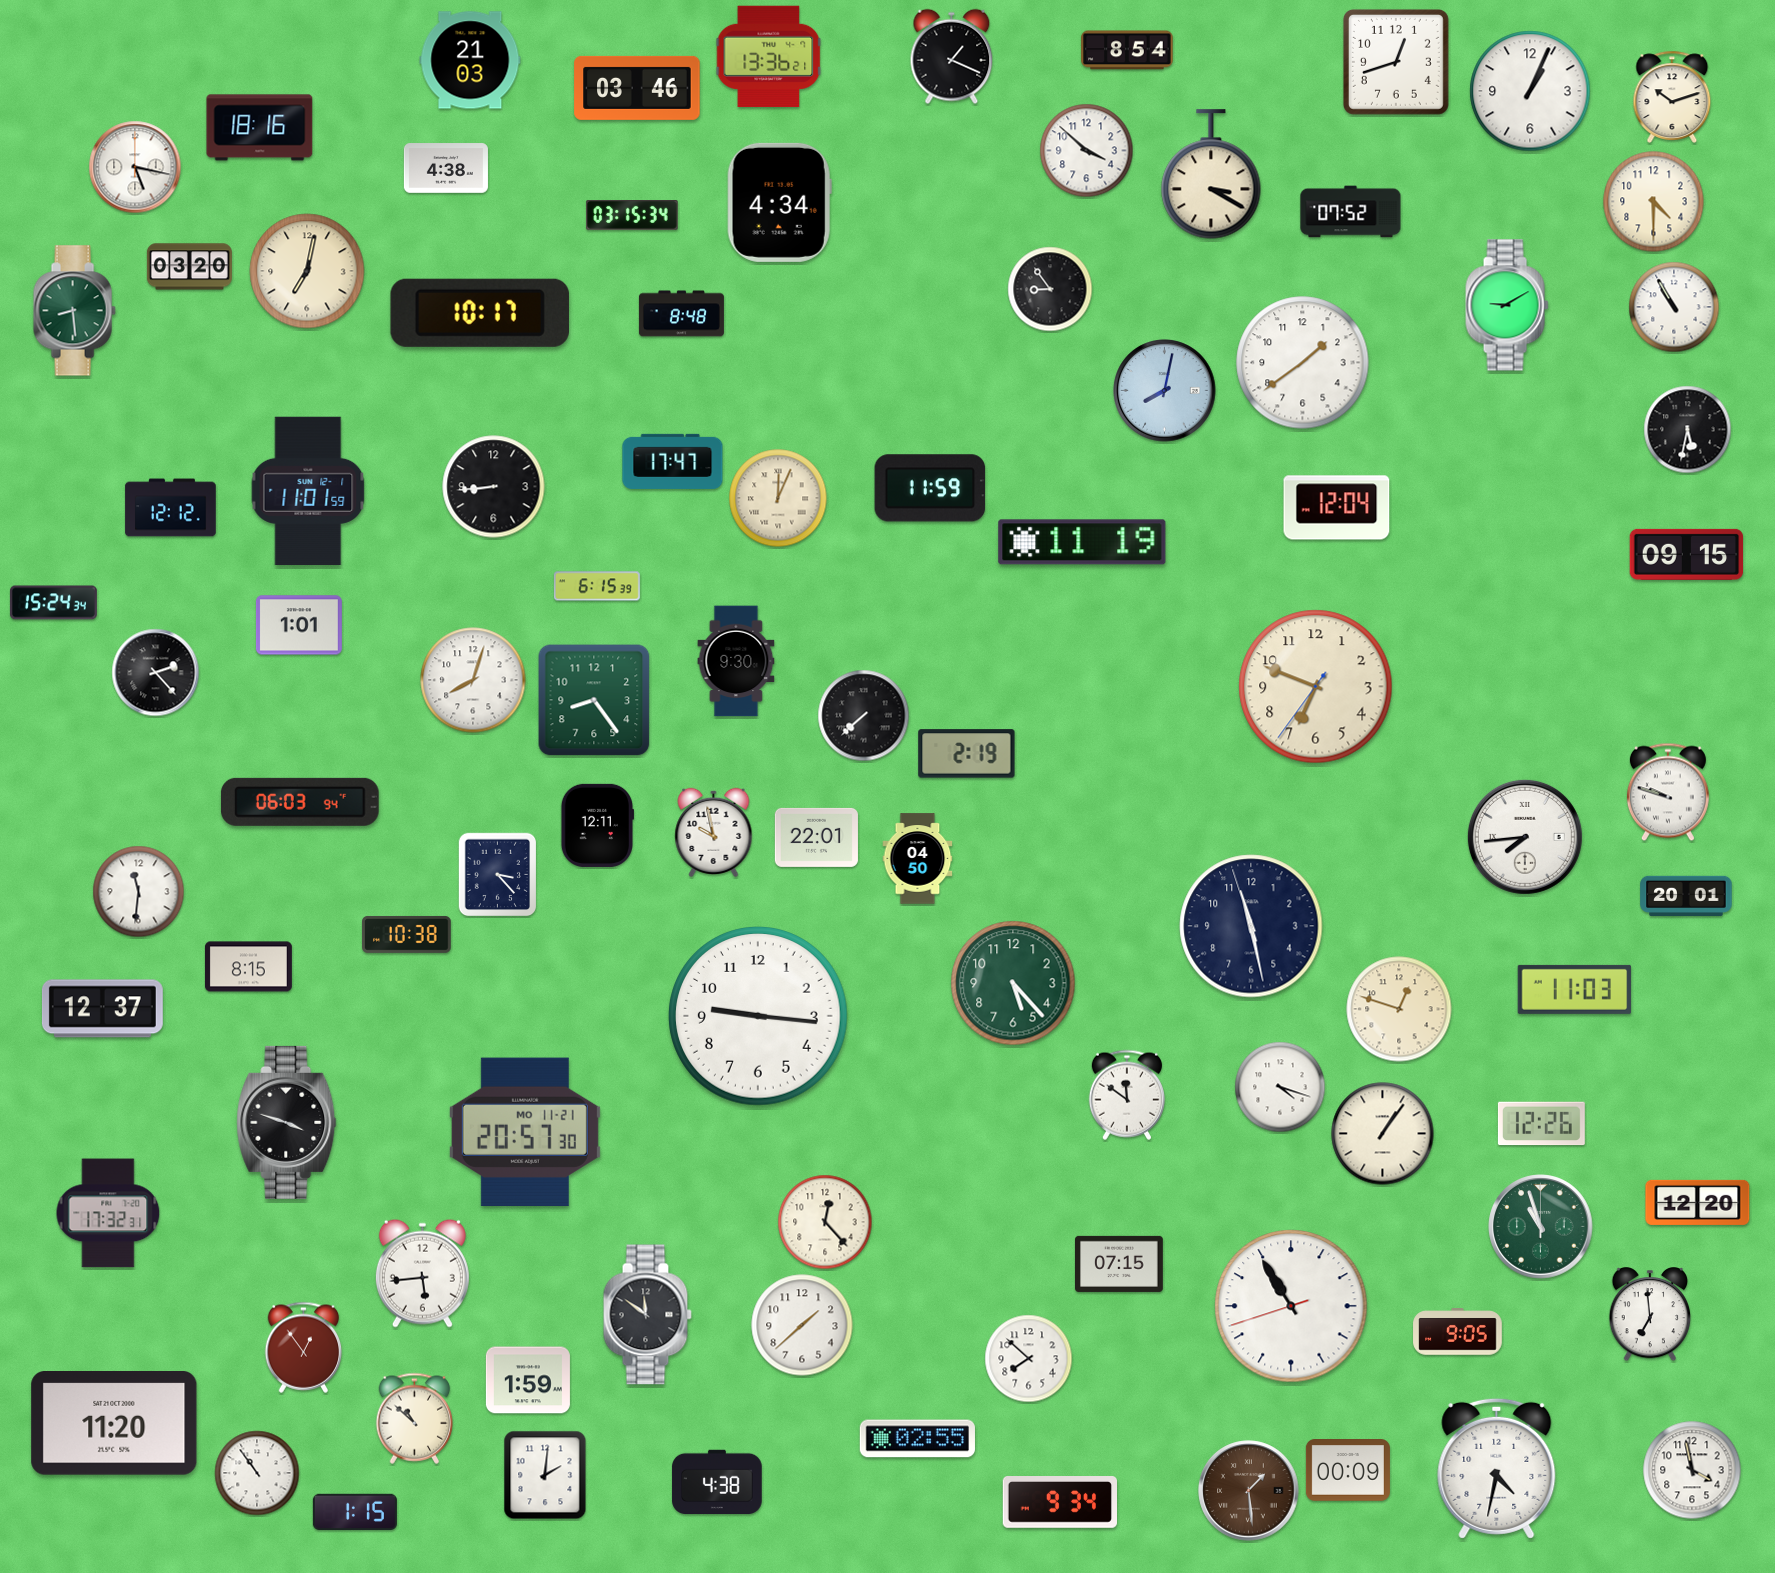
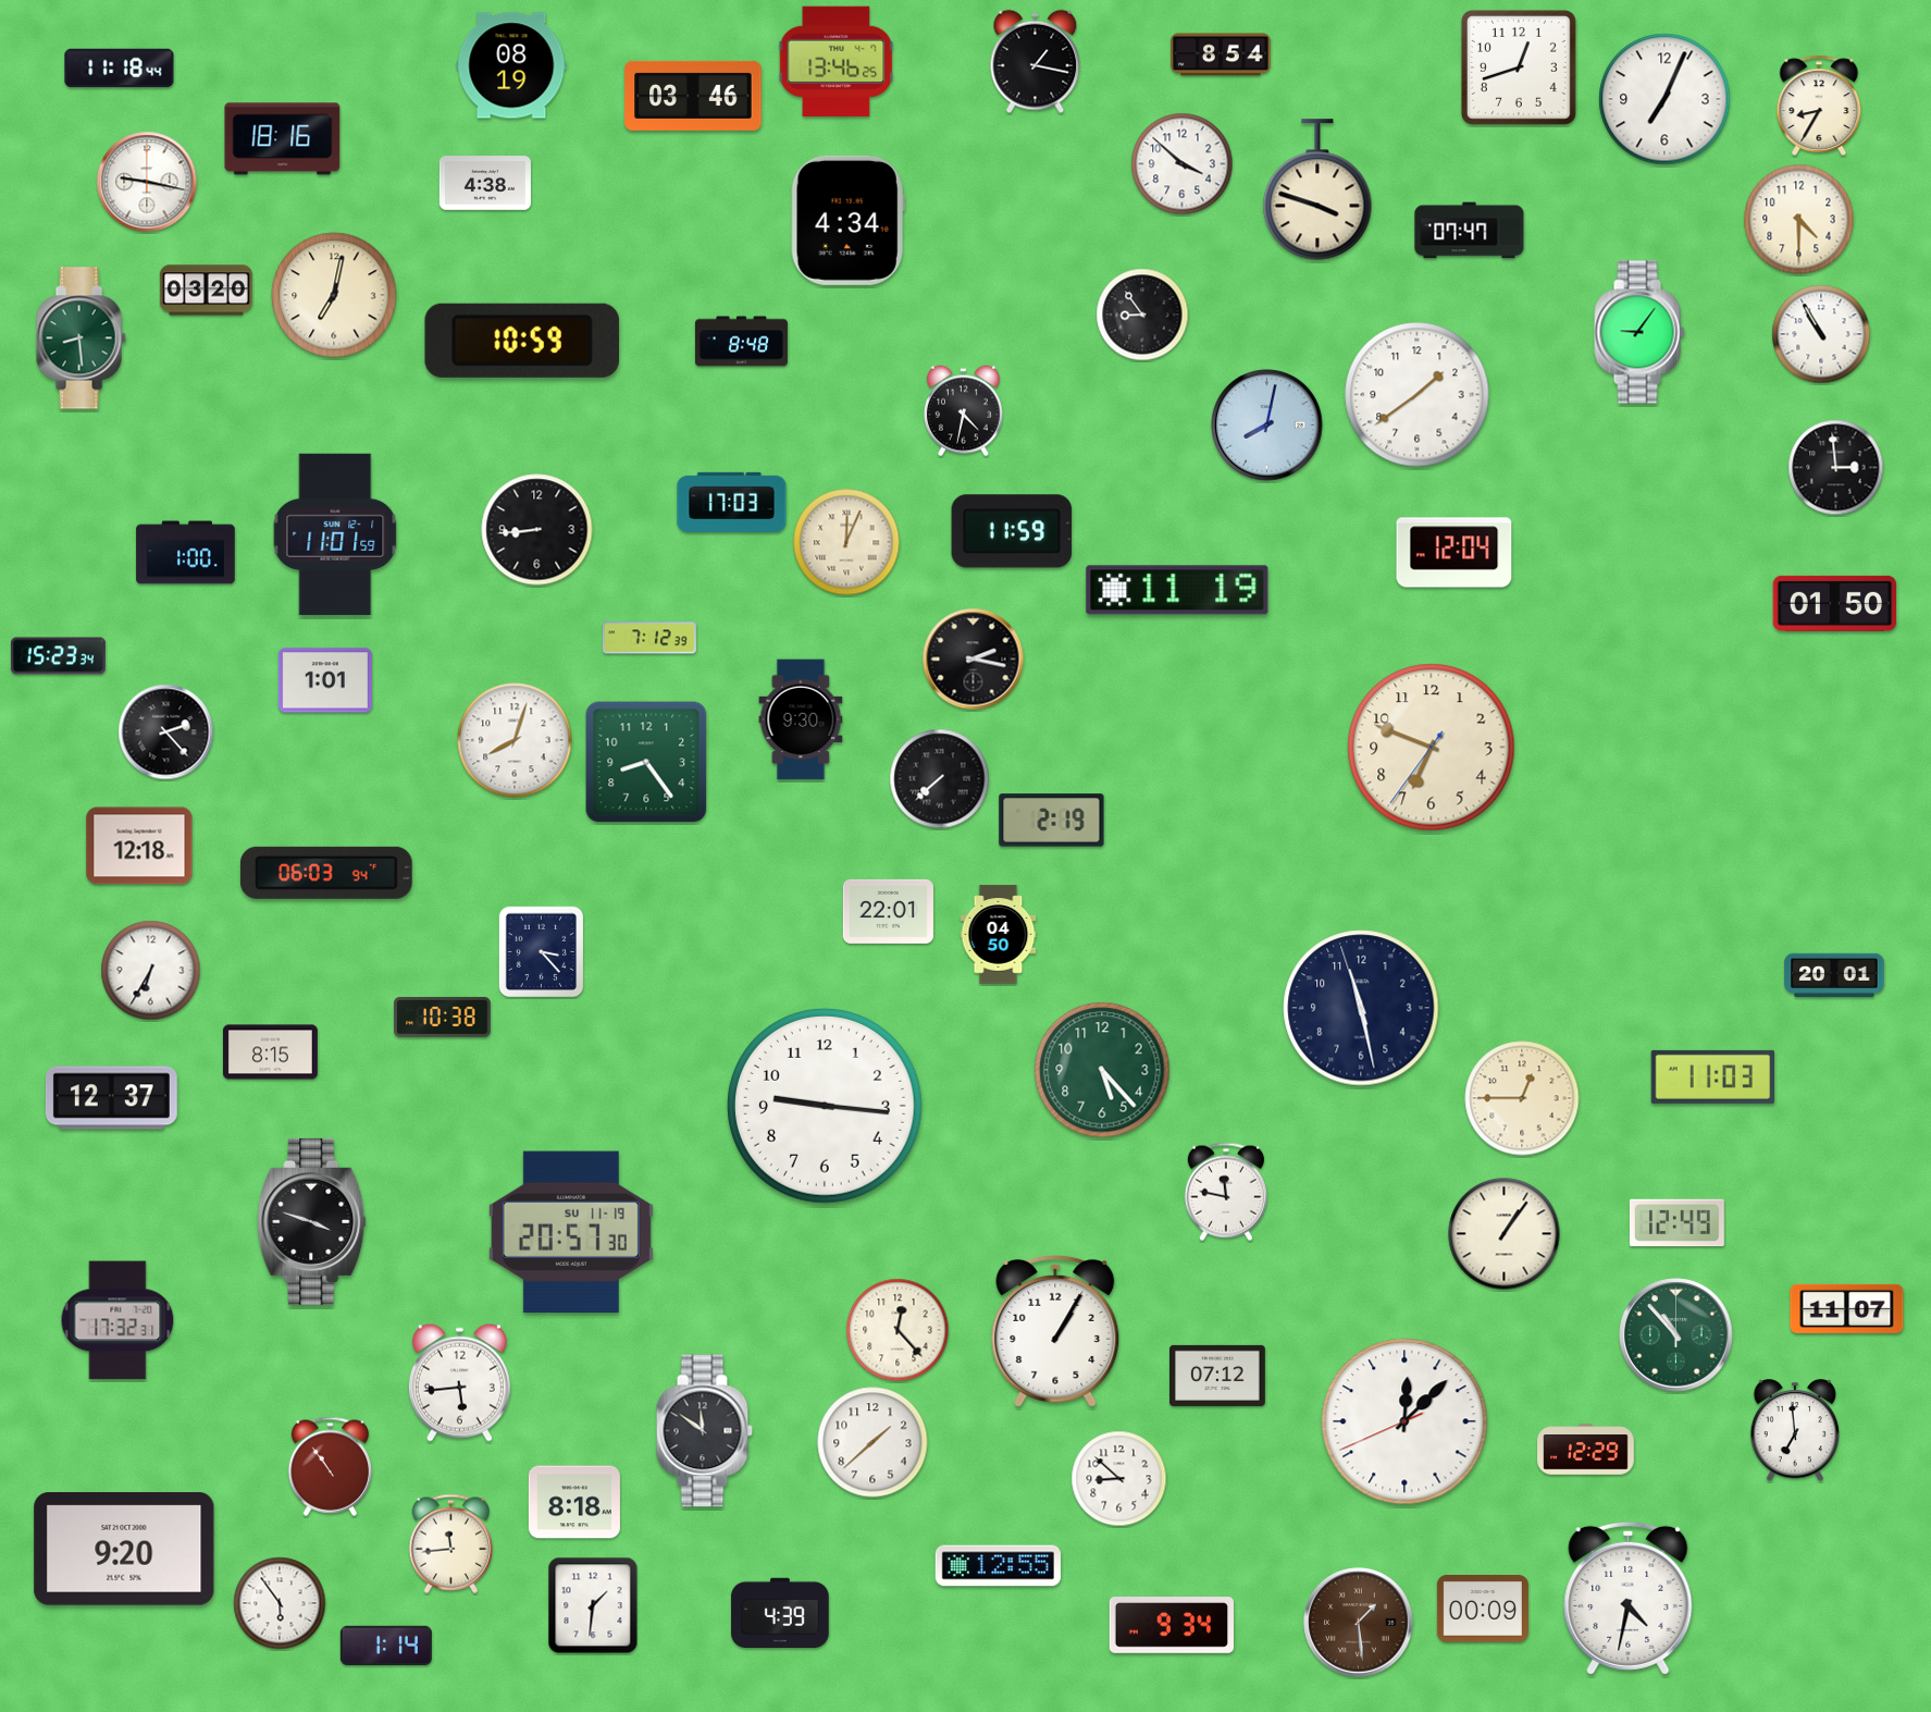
clock at (1127, 50) position: (1127, 50) -> (1221, 54)
clock at (769, 56): 13:36 -> 13:46
clock at (952, 57): 1:19 -> 1:17
clock at (470, 60): 21:03 -> 08:19
clock at (120, 69): none -> 11:18
clock at (1530, 91): 1:04 -> 7:04
clock at (1672, 97): 10:12 -> 8:35
clock at (135, 167): 5:17 -> 9:17
clock at (1211, 174): 3:20 -> 3:48
clock at (1351, 212): 07:52 -> 07:47
clock at (632, 216): 03:15 -> none
clock at (1507, 305): 9:10 -> 9:06
clock at (480, 313): 10:17 -> 10:59
clock at (963, 411): none -> 4:32
clock at (1688, 430): 5:32 -> 2:59
clock at (673, 461): 17:47 -> 17:03
clock at (171, 508): 12:12 -> 1:00
clock at (1687, 554): 09:15 -> 01:50
clock at (597, 586): 6:15 -> 7:12
clock at (53, 603): 15:24 -> 15:23
clock at (974, 660): none -> 2:17
clock at (156, 673) position: (156, 673) -> (166, 732)
clock at (139, 846): none -> 12:18
clock at (1668, 792): 9:48 -> none
clock at (597, 825): 12:11 -> none
clock at (714, 832): 9:58 -> none
clock at (1525, 837): 7:44 -> none
clock at (139, 892): 11:31 -> 6:35
clock at (1399, 1009): 12:48 -> 12:45
clock at (1280, 1087): 4:18 -> none
clock at (1127, 1095): 11:51 -> 11:47
clock at (1541, 1124): 12:26 -> 12:49
clock at (525, 1132) date: MO 11-21 -> SU 11-19
clock at (1698, 1202): 12:20 -> 11:07
clock at (1055, 1331): none -> 1:05
clock at (1541, 1227): 10:57 -> 10:53
clock at (1120, 1264): 07:15 -> 07:12
clock at (422, 1273) position: (422, 1273) -> (459, 1382)
clock at (1291, 1306): 10:54 -> 12:07
clock at (1458, 1332): 9:05 -> 12:29
clock at (304, 1347): 12:54 -> 10:54
clock at (1029, 1359): 7:52 -> 8:52
clock at (528, 1380): 1:59 -> 8:18
clock at (415, 1418): 10:52 -> 11:44
clock at (114, 1424): 11:20 -> 9:20
clock at (917, 1439): 02:55 -> 12:55
clock at (1692, 1470): 3:58 -> none
clock at (1348, 1471) position: (1348, 1471) -> (1483, 1610)
clock at (257, 1473): 10:54 -> 5:54
clock at (545, 1475): 2:01 -> 1:31
clock at (717, 1481): 4:38 -> 4:39
clock at (1059, 1503) position: (1059, 1503) -> (1171, 1626)
clock at (355, 1512): 1:15 -> 1:14
